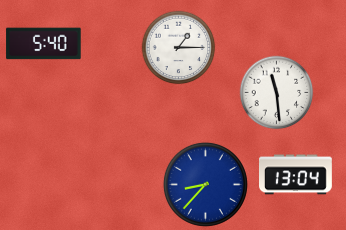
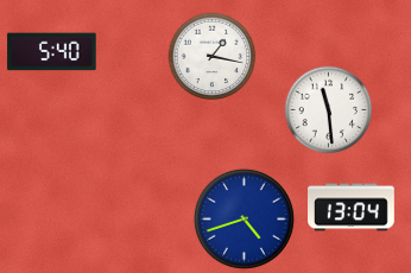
clock at (179, 48): 1:15 -> 1:17
clock at (205, 184): 8:37 -> 4:42
